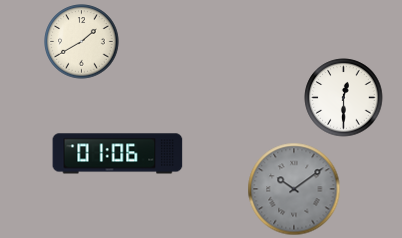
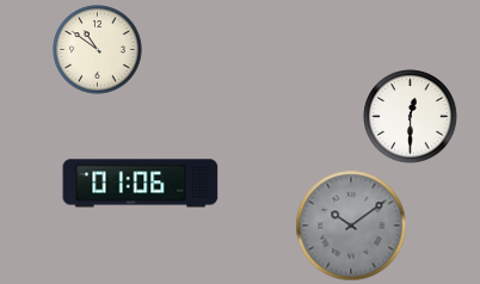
clock at (82, 42): 1:40 -> 10:51
